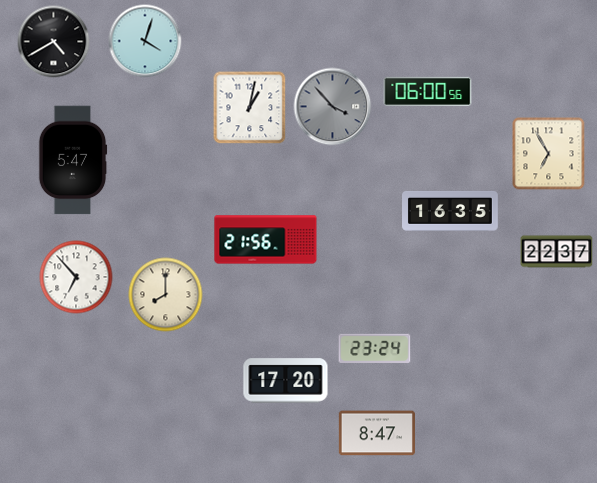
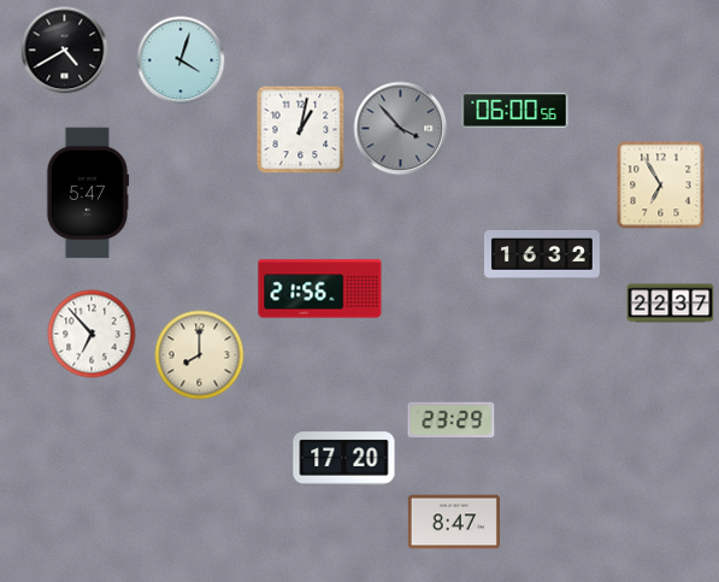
clock at (145, 41) position: (145, 41) -> (181, 60)
clock at (451, 211): 16:35 -> 16:32
clock at (375, 348): 23:24 -> 23:29
